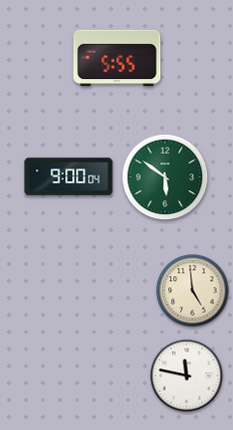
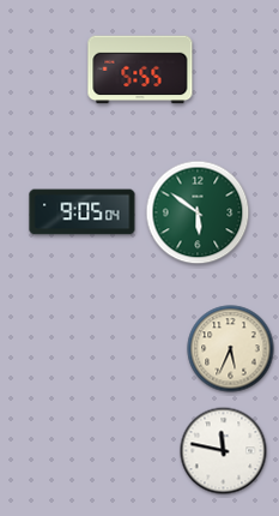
clock at (69, 177): 9:00 -> 9:05
clock at (193, 291): 4:59 -> 5:34
